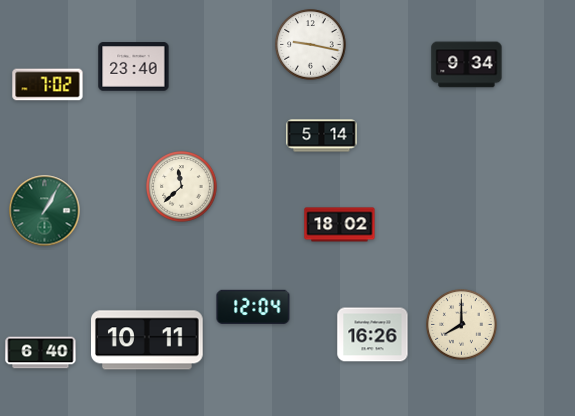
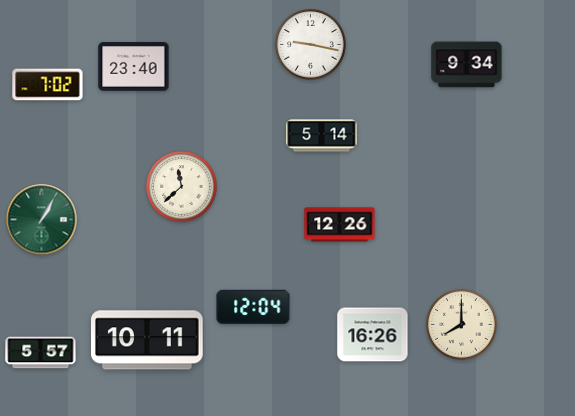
clock at (45, 211) position: (45, 211) -> (42, 220)
clock at (340, 225): 18:02 -> 12:26
clock at (41, 353): 6:40 -> 5:57
